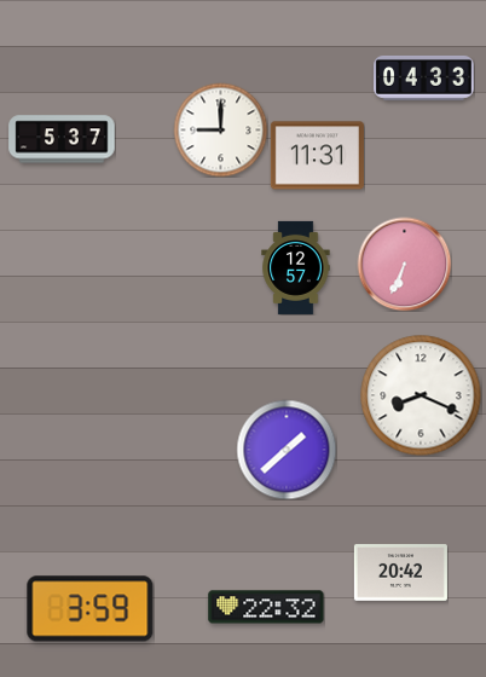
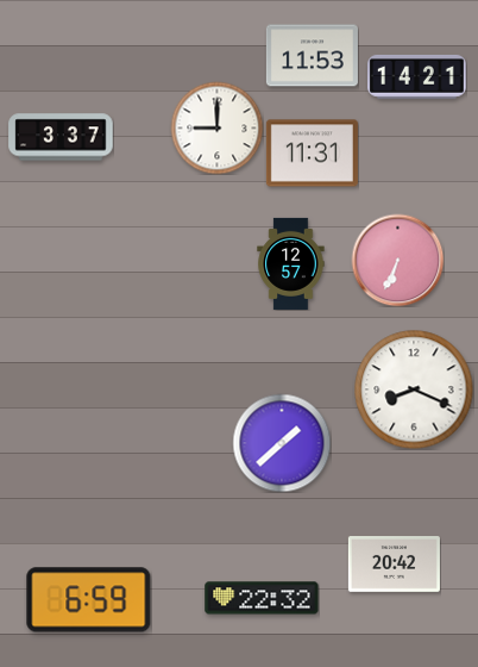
clock at (312, 56): none -> 11:53
clock at (424, 77): 04:33 -> 14:21
clock at (62, 139): 5:37 -> 3:37
clock at (91, 609): 3:59 -> 6:59
